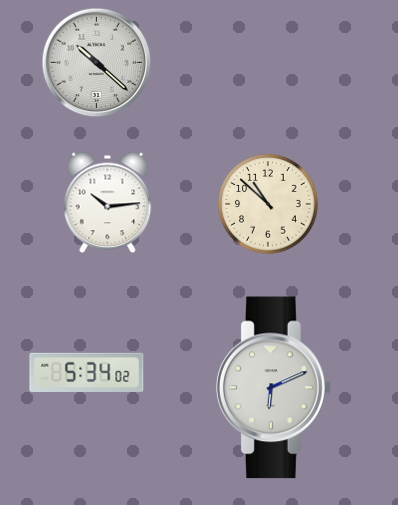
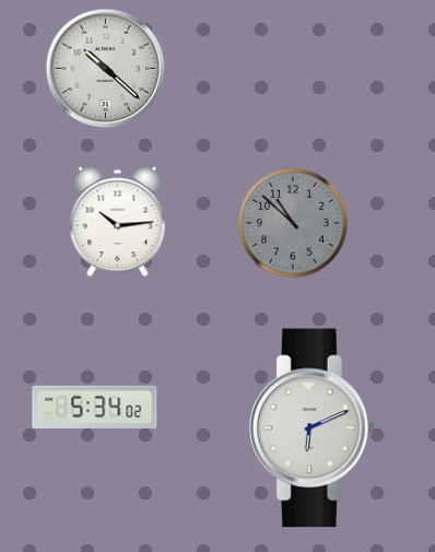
clock at (268, 204) dial: cream -> grey
clock at (273, 388) position: (273, 388) -> (311, 428)
